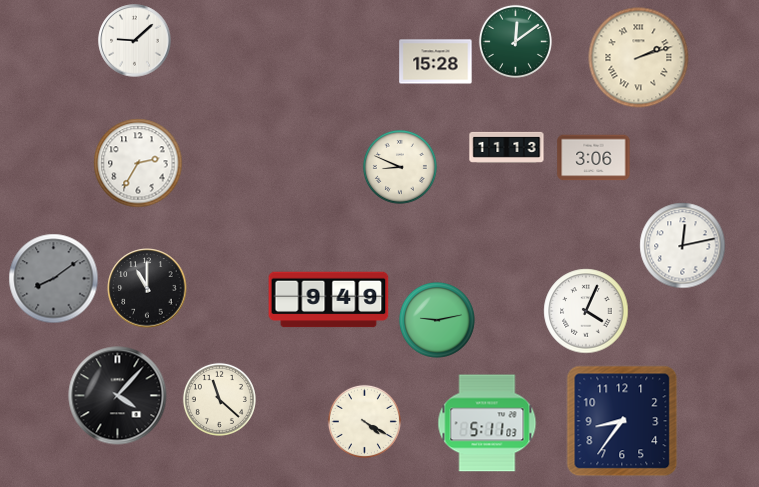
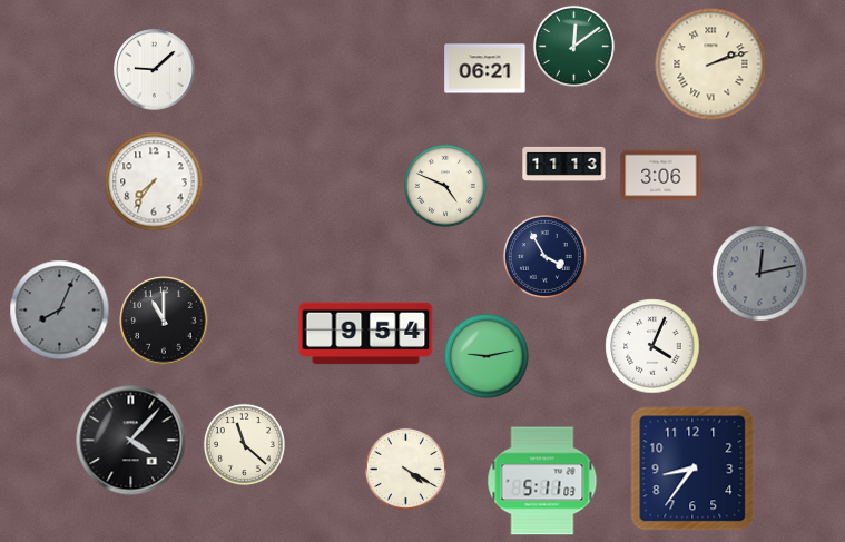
clock at (135, 41) position: (135, 41) -> (155, 70)
clock at (436, 62): 15:28 -> 06:21
clock at (138, 163): 2:35 -> 7:36
clock at (400, 167): 8:49 -> 4:49
clock at (544, 256): none -> 3:55
clock at (683, 246) dial: white -> grey
clock at (54, 279): 8:09 -> 8:04
clock at (329, 300): 9:49 -> 9:54
clock at (487, 423) position: (487, 423) -> (542, 481)
